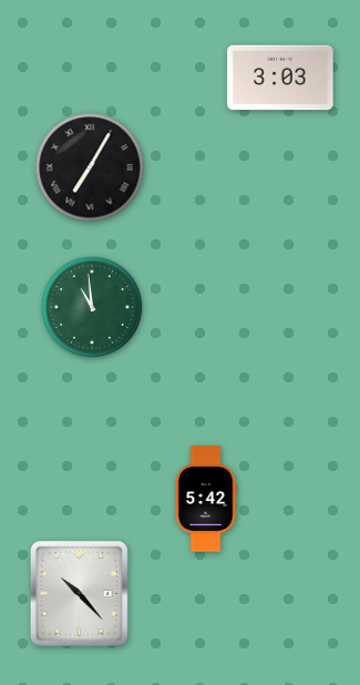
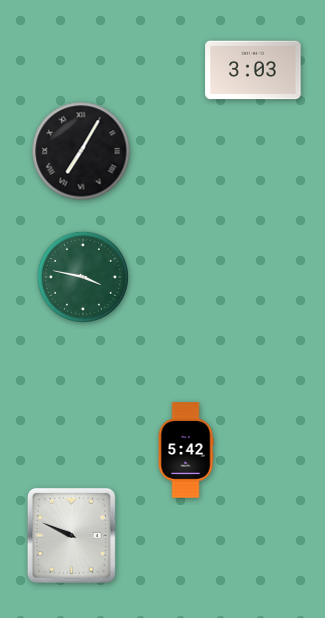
clock at (92, 307): 10:59 -> 3:47
clock at (79, 593): 10:23 -> 9:49
